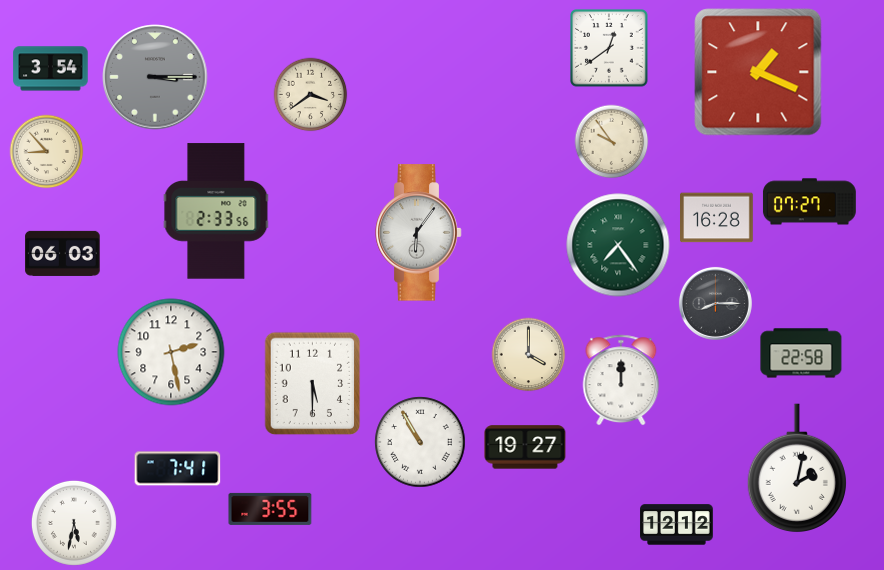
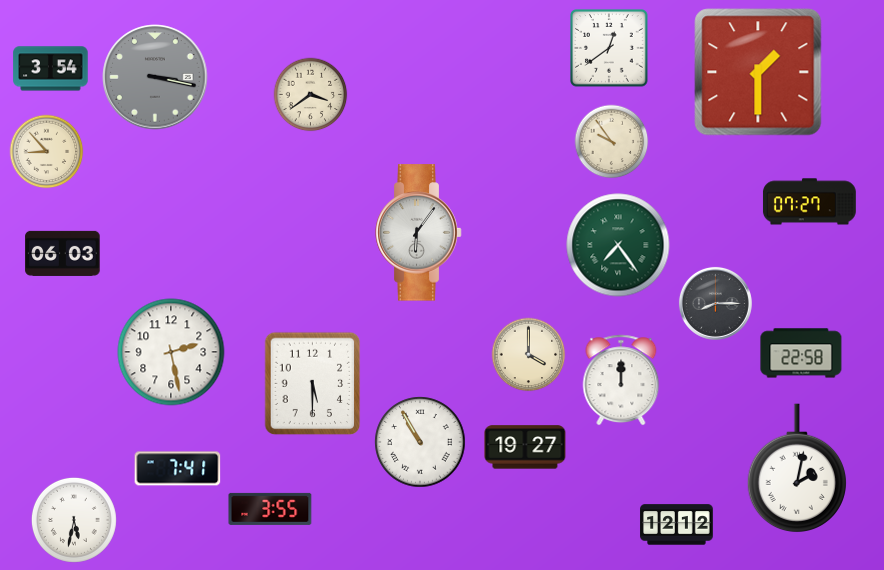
clock at (758, 72): 1:19 -> 1:30
clock at (155, 77): 3:15 -> 3:17
clock at (216, 211): 2:33 -> none
clock at (717, 218): 16:28 -> none
clock at (74, 523) position: (74, 523) -> (74, 520)
